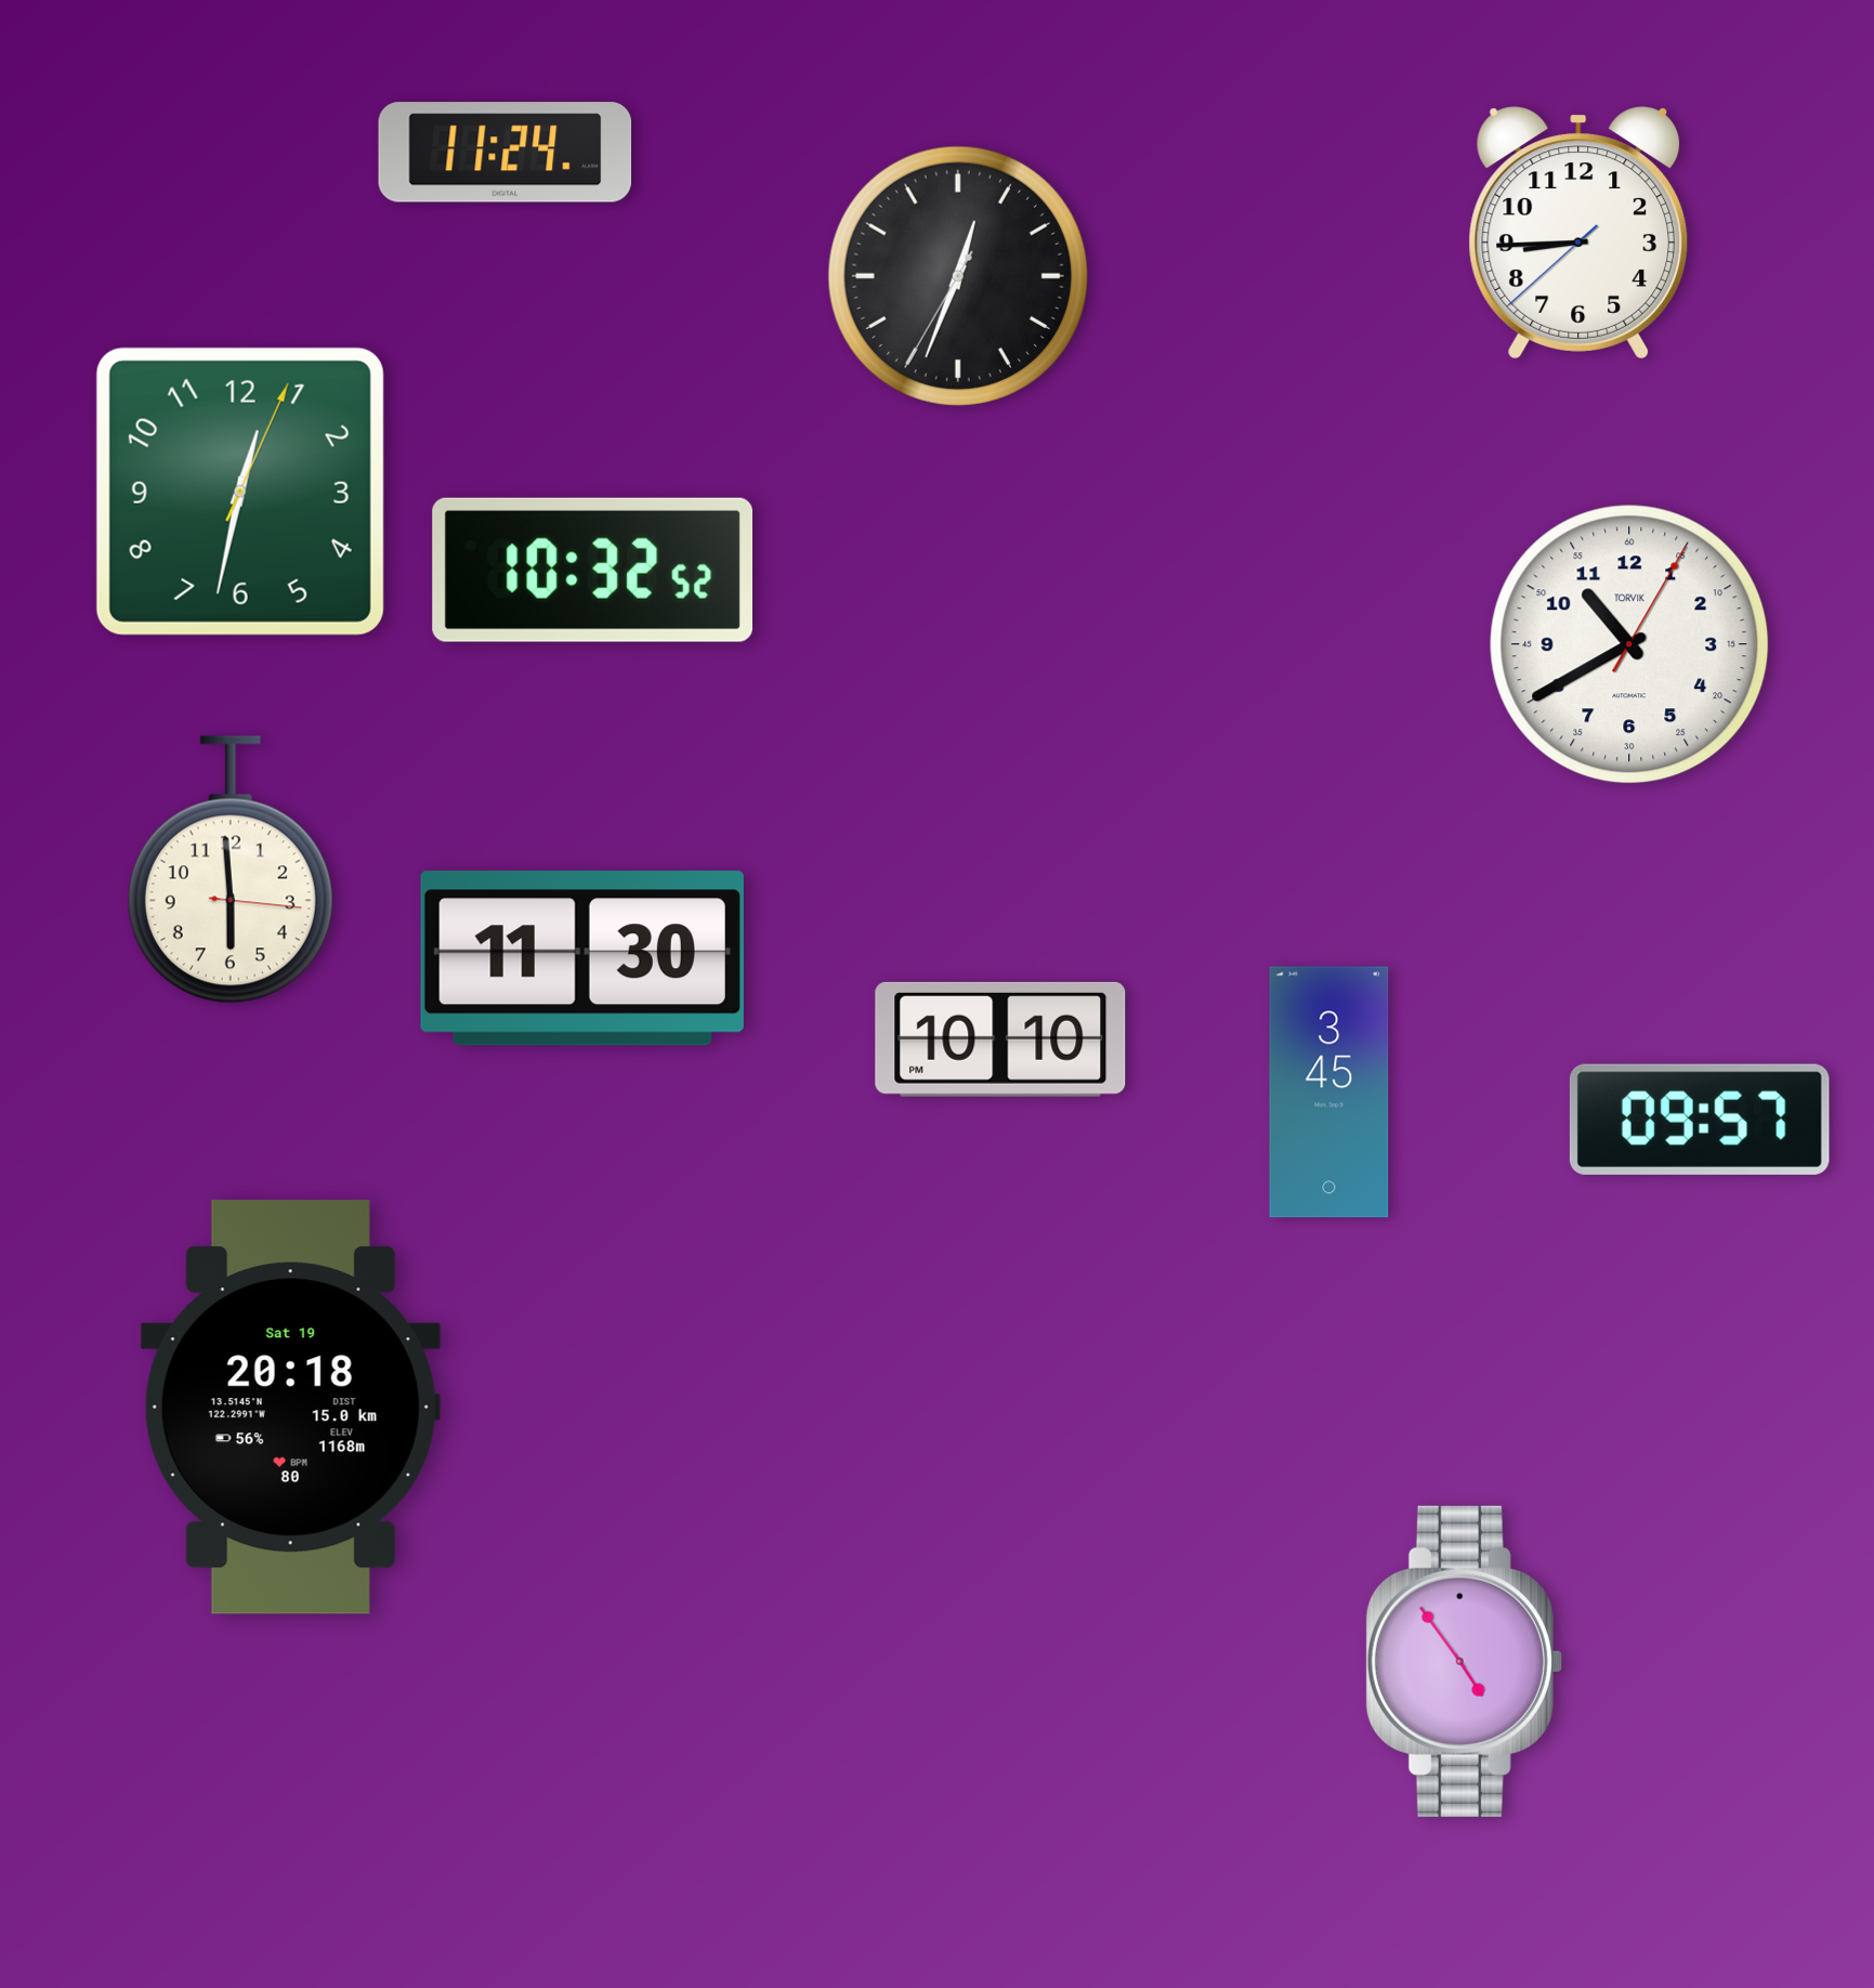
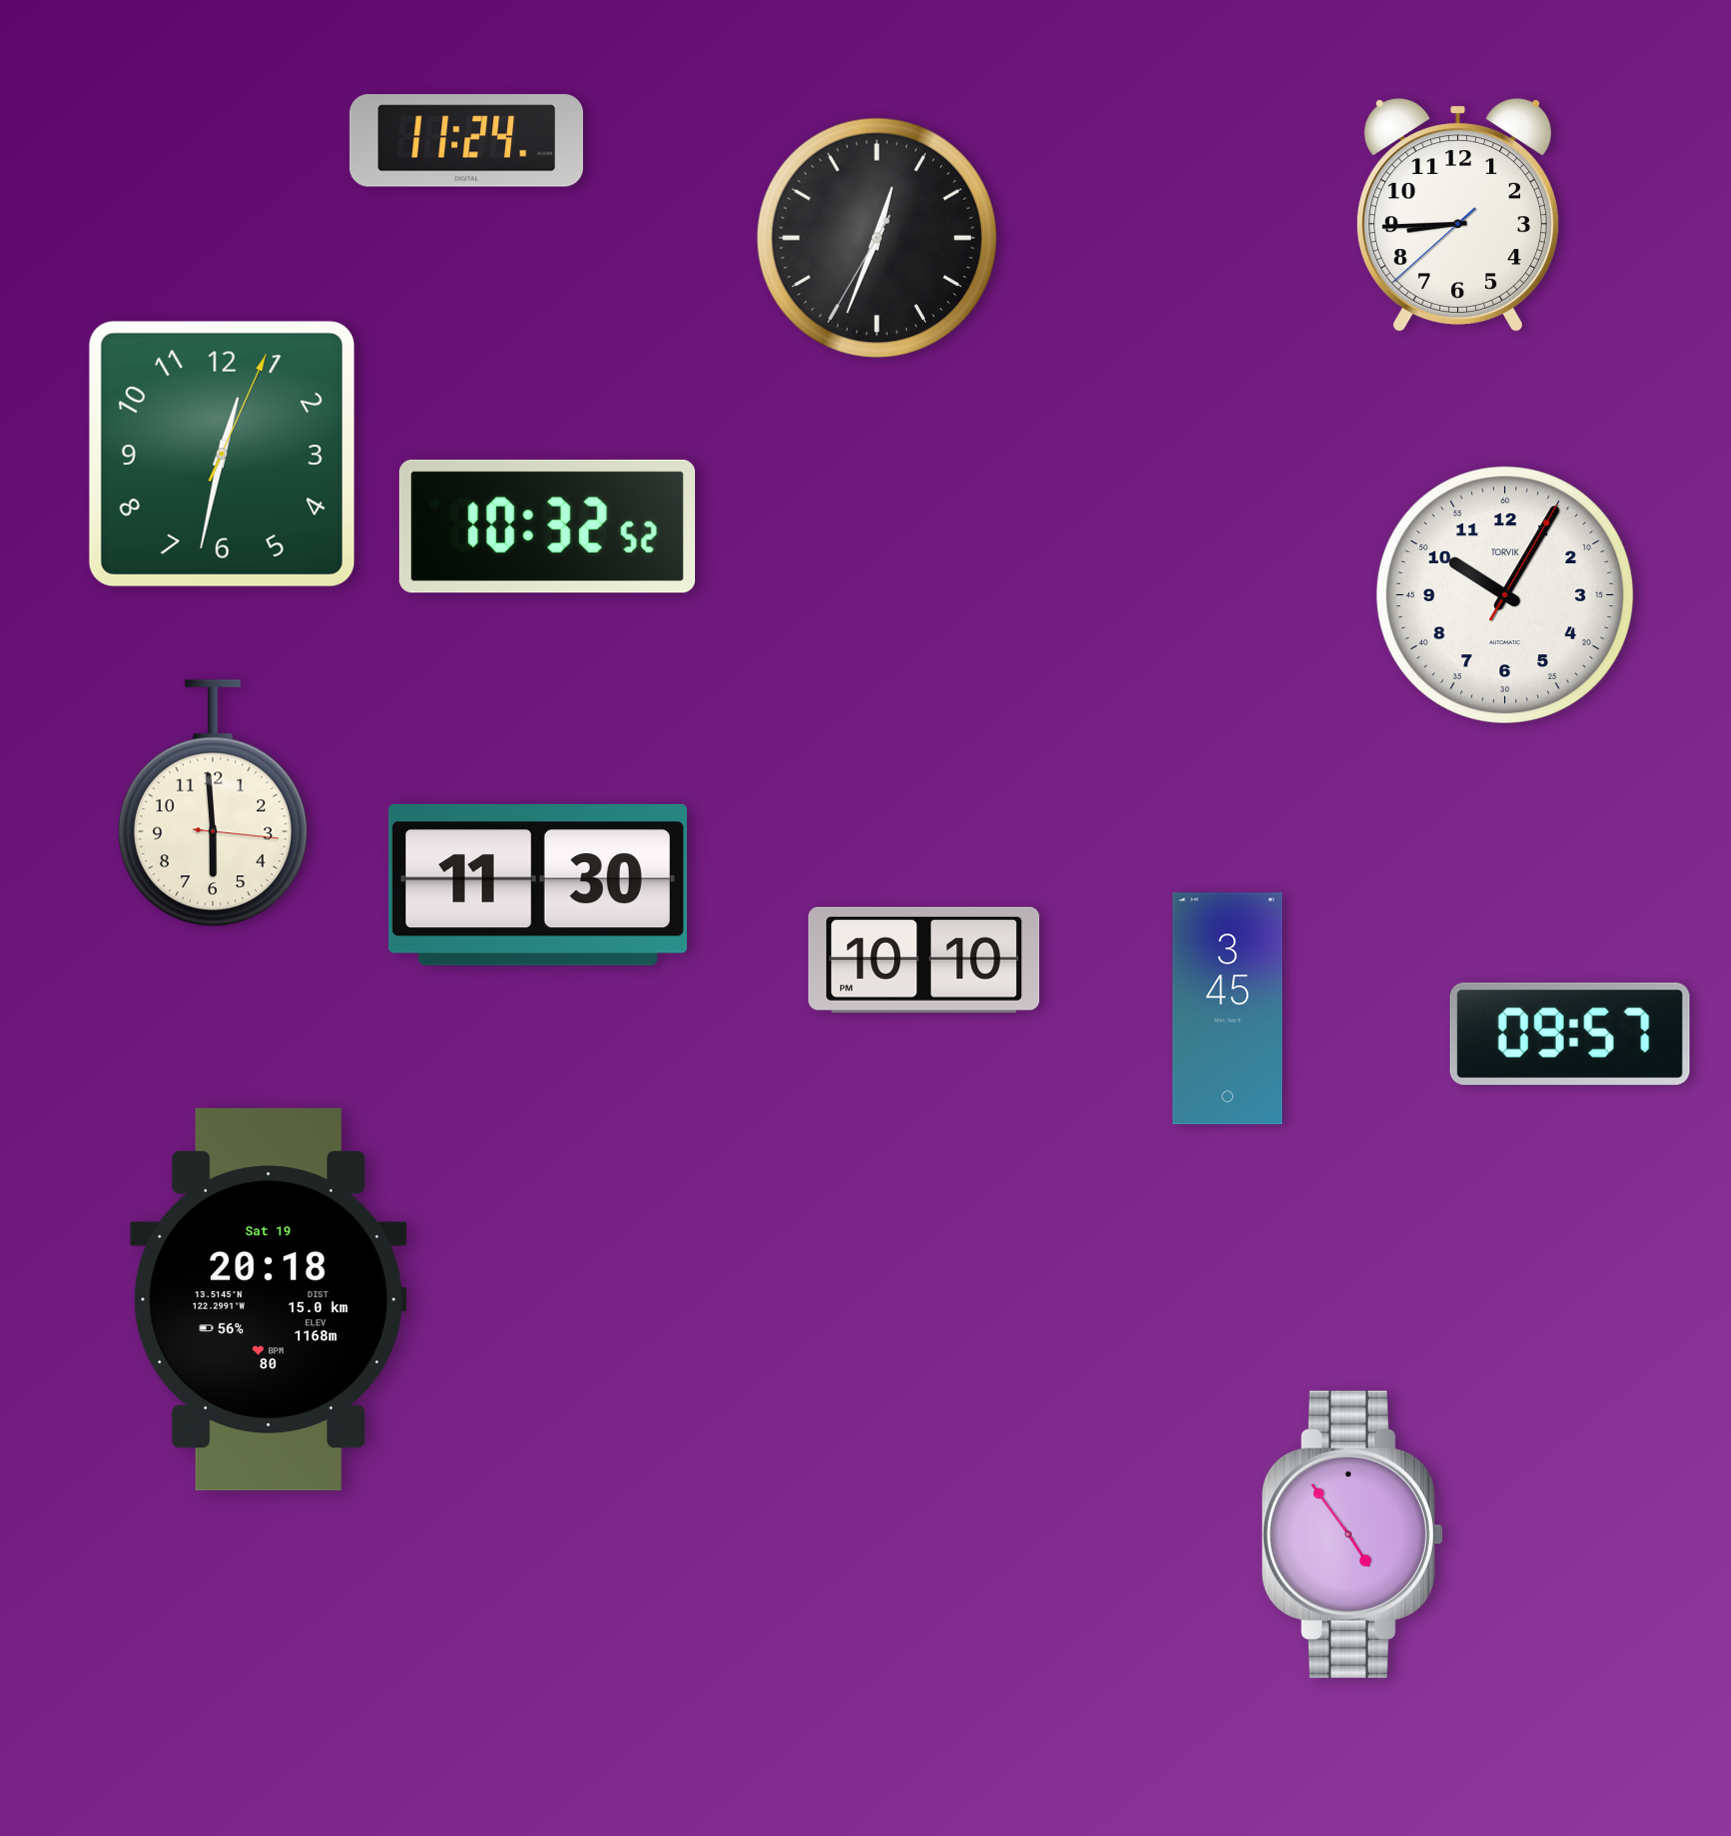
clock at (958, 276) position: (958, 276) -> (877, 238)
clock at (1629, 644): 10:40 -> 10:05
